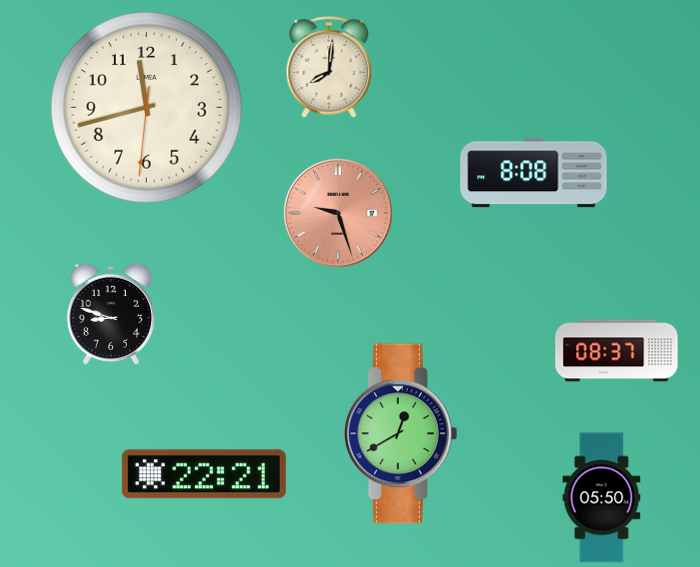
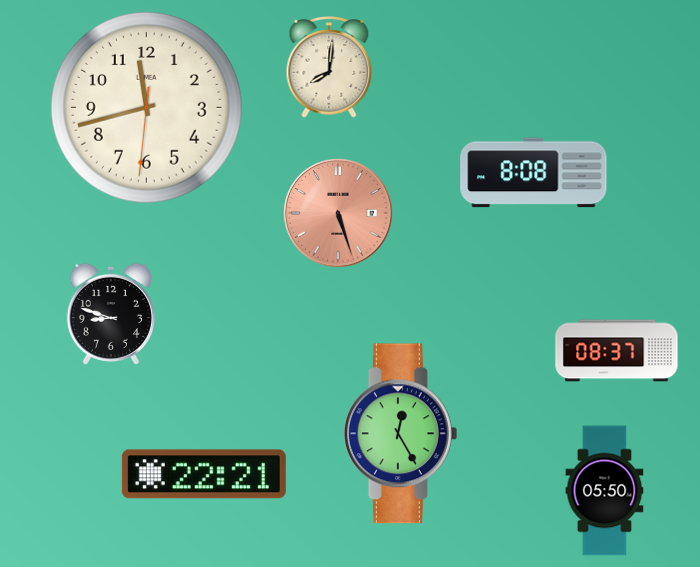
clock at (338, 213): 9:27 -> 5:27
clock at (400, 434): 12:40 -> 12:25
clock at (602, 498) position: (602, 498) -> (605, 491)
